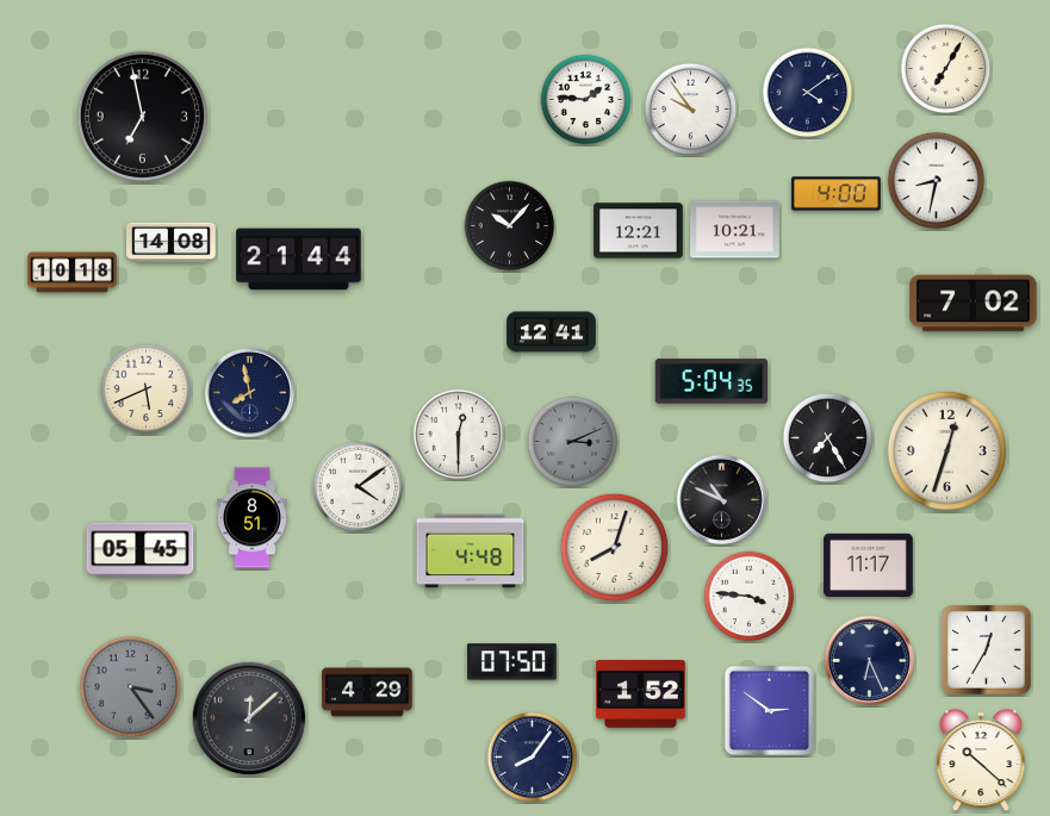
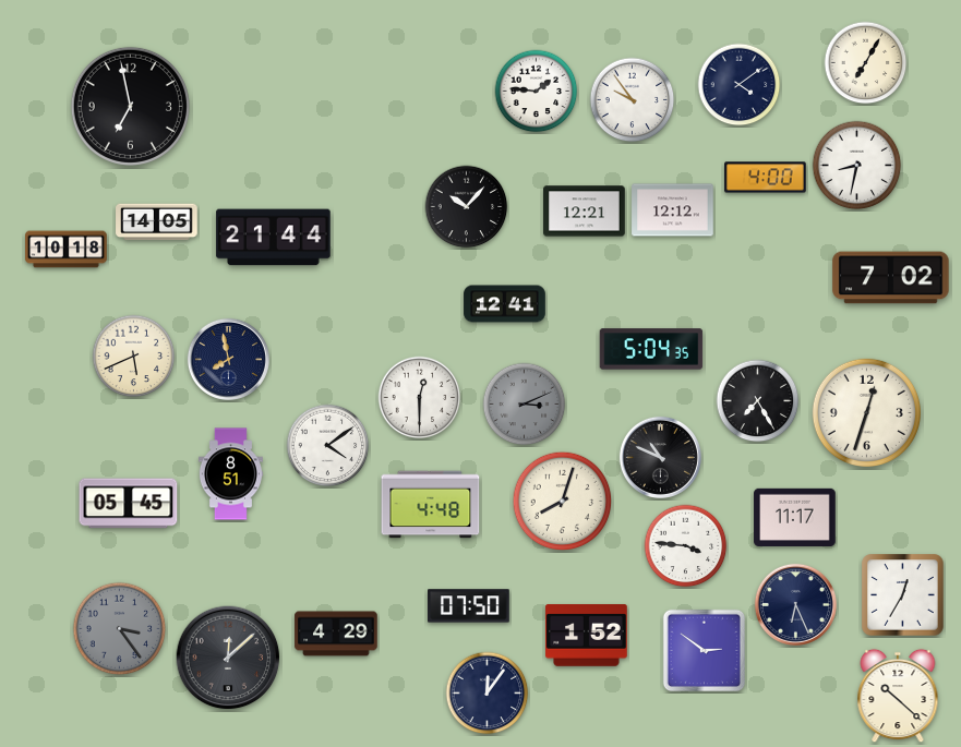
clock at (735, 230): 10:21 -> 12:12
clock at (172, 243): 14:08 -> 14:05
clock at (533, 758): 8:06 -> 12:06
